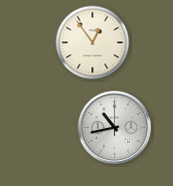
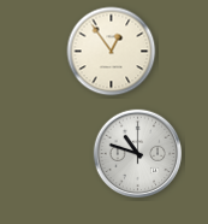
clock at (115, 128): 10:43 -> 10:48
